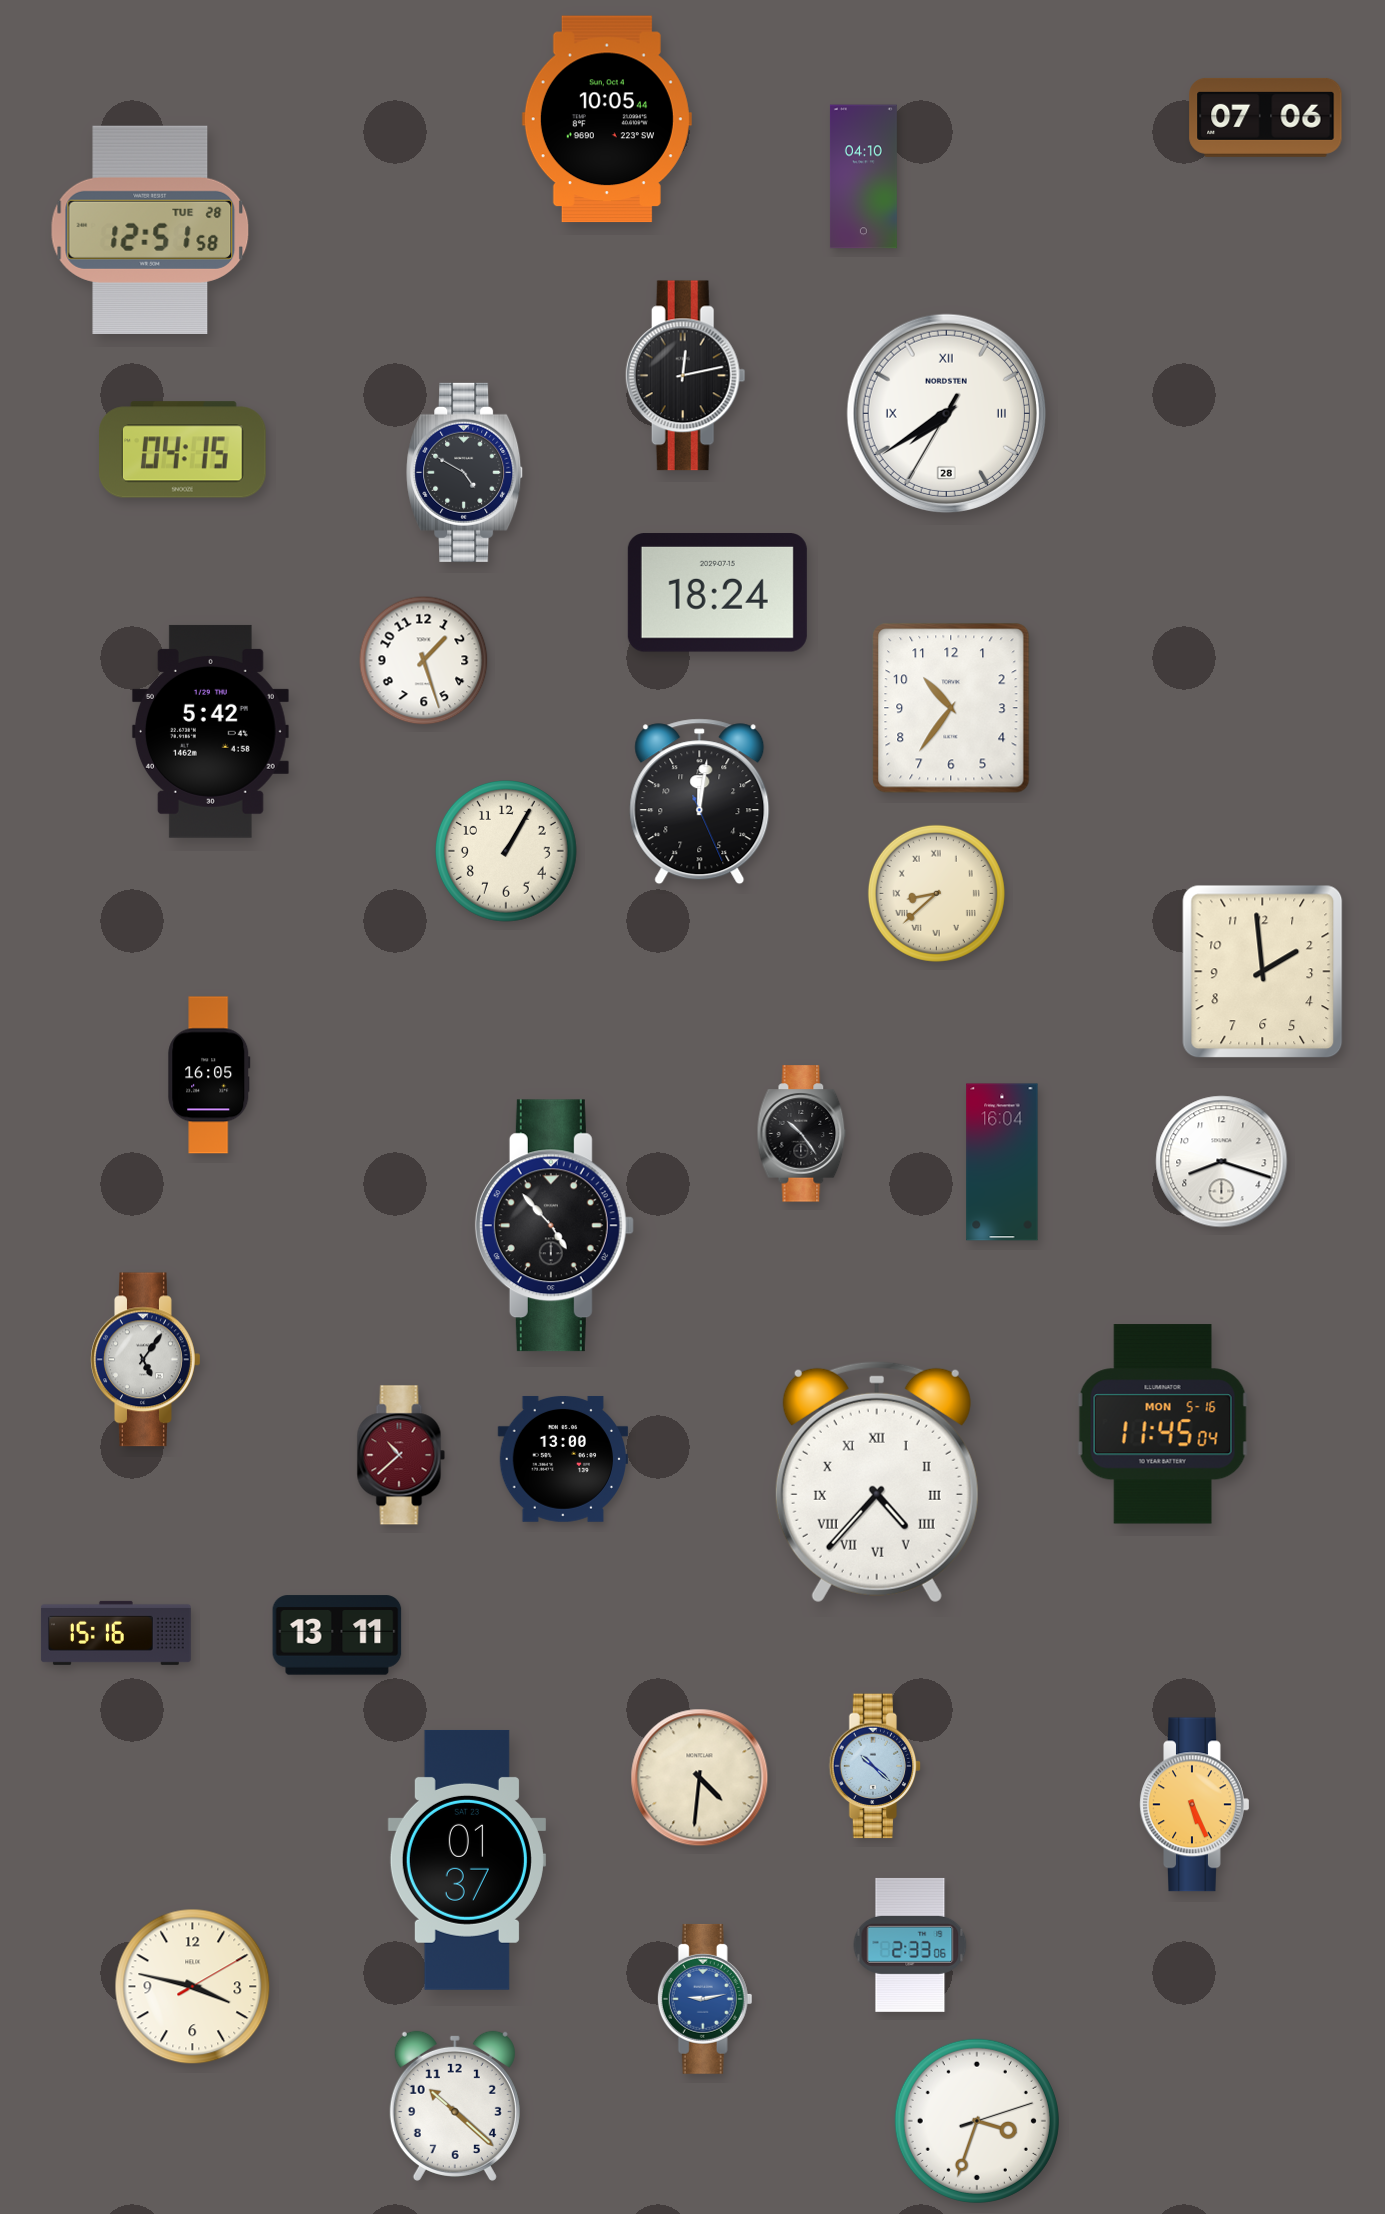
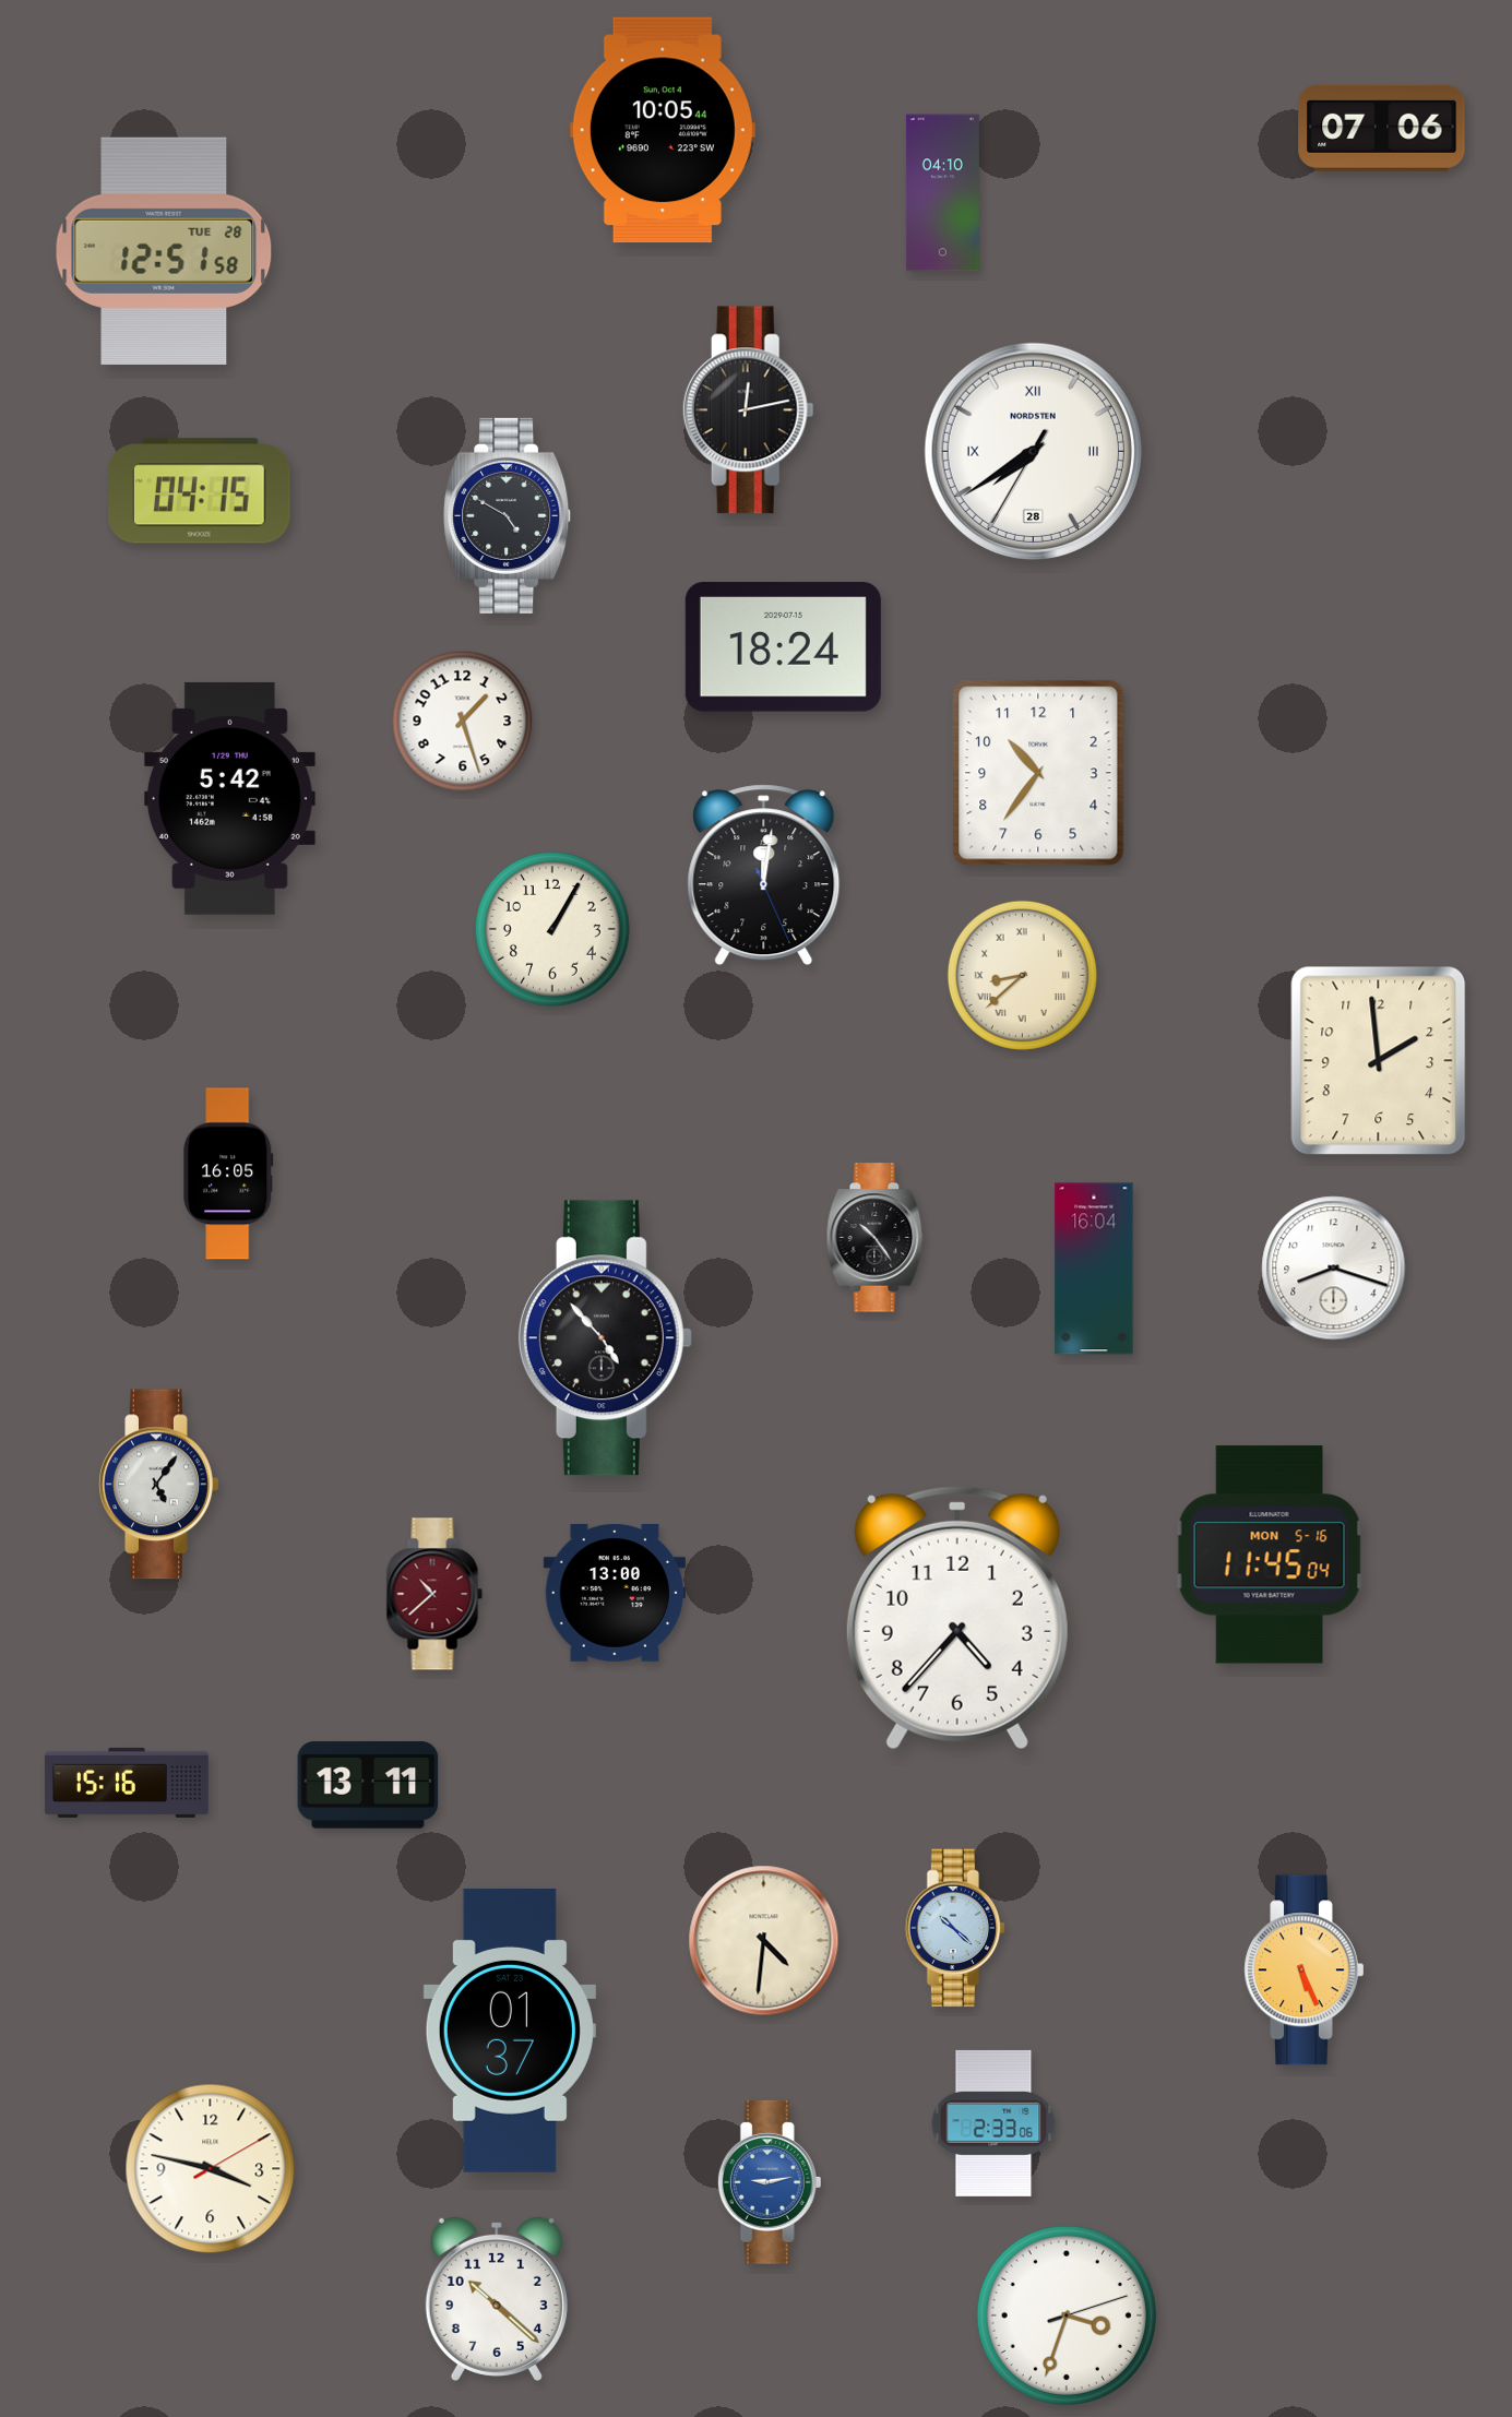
clock at (401, 1455) position: (401, 1455) -> (434, 1594)
clock at (877, 1482) numerals: Roman -> Arabic
